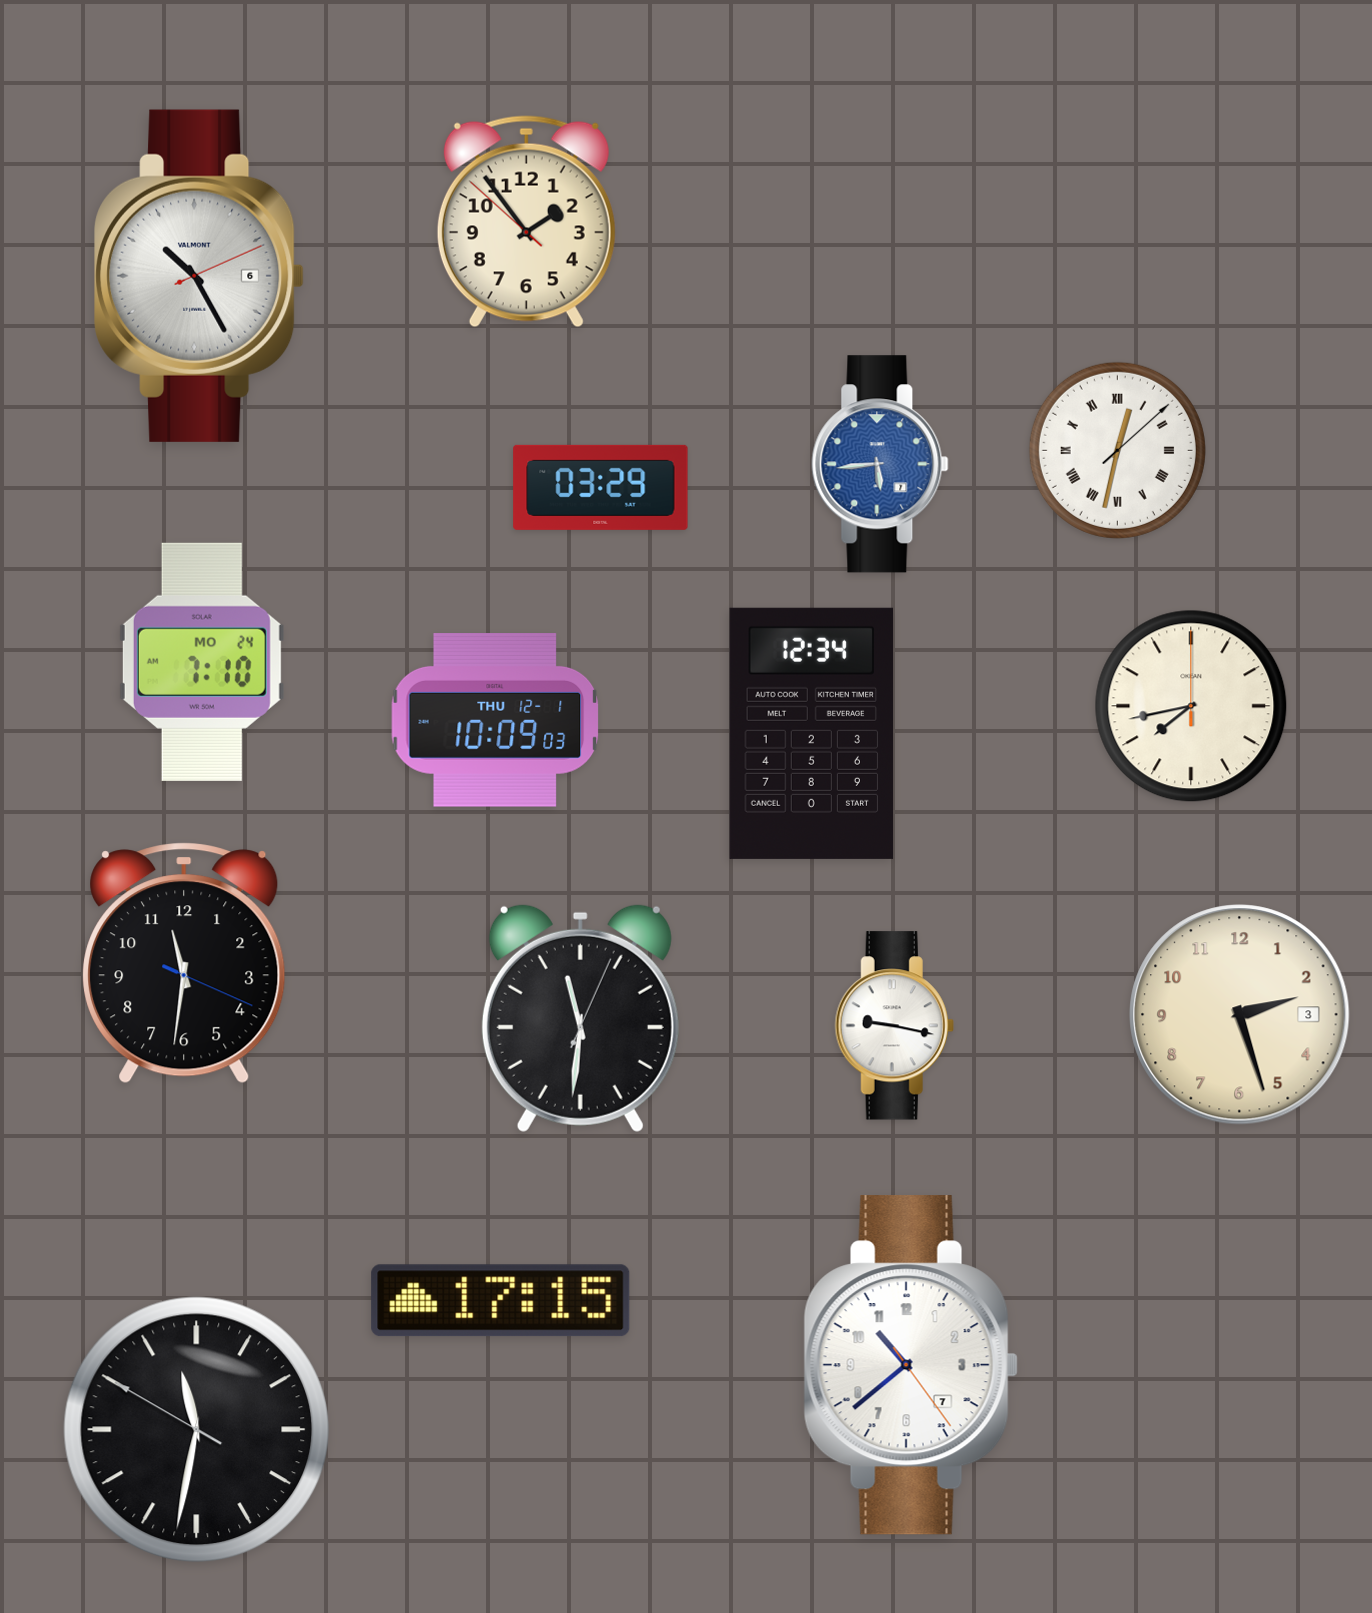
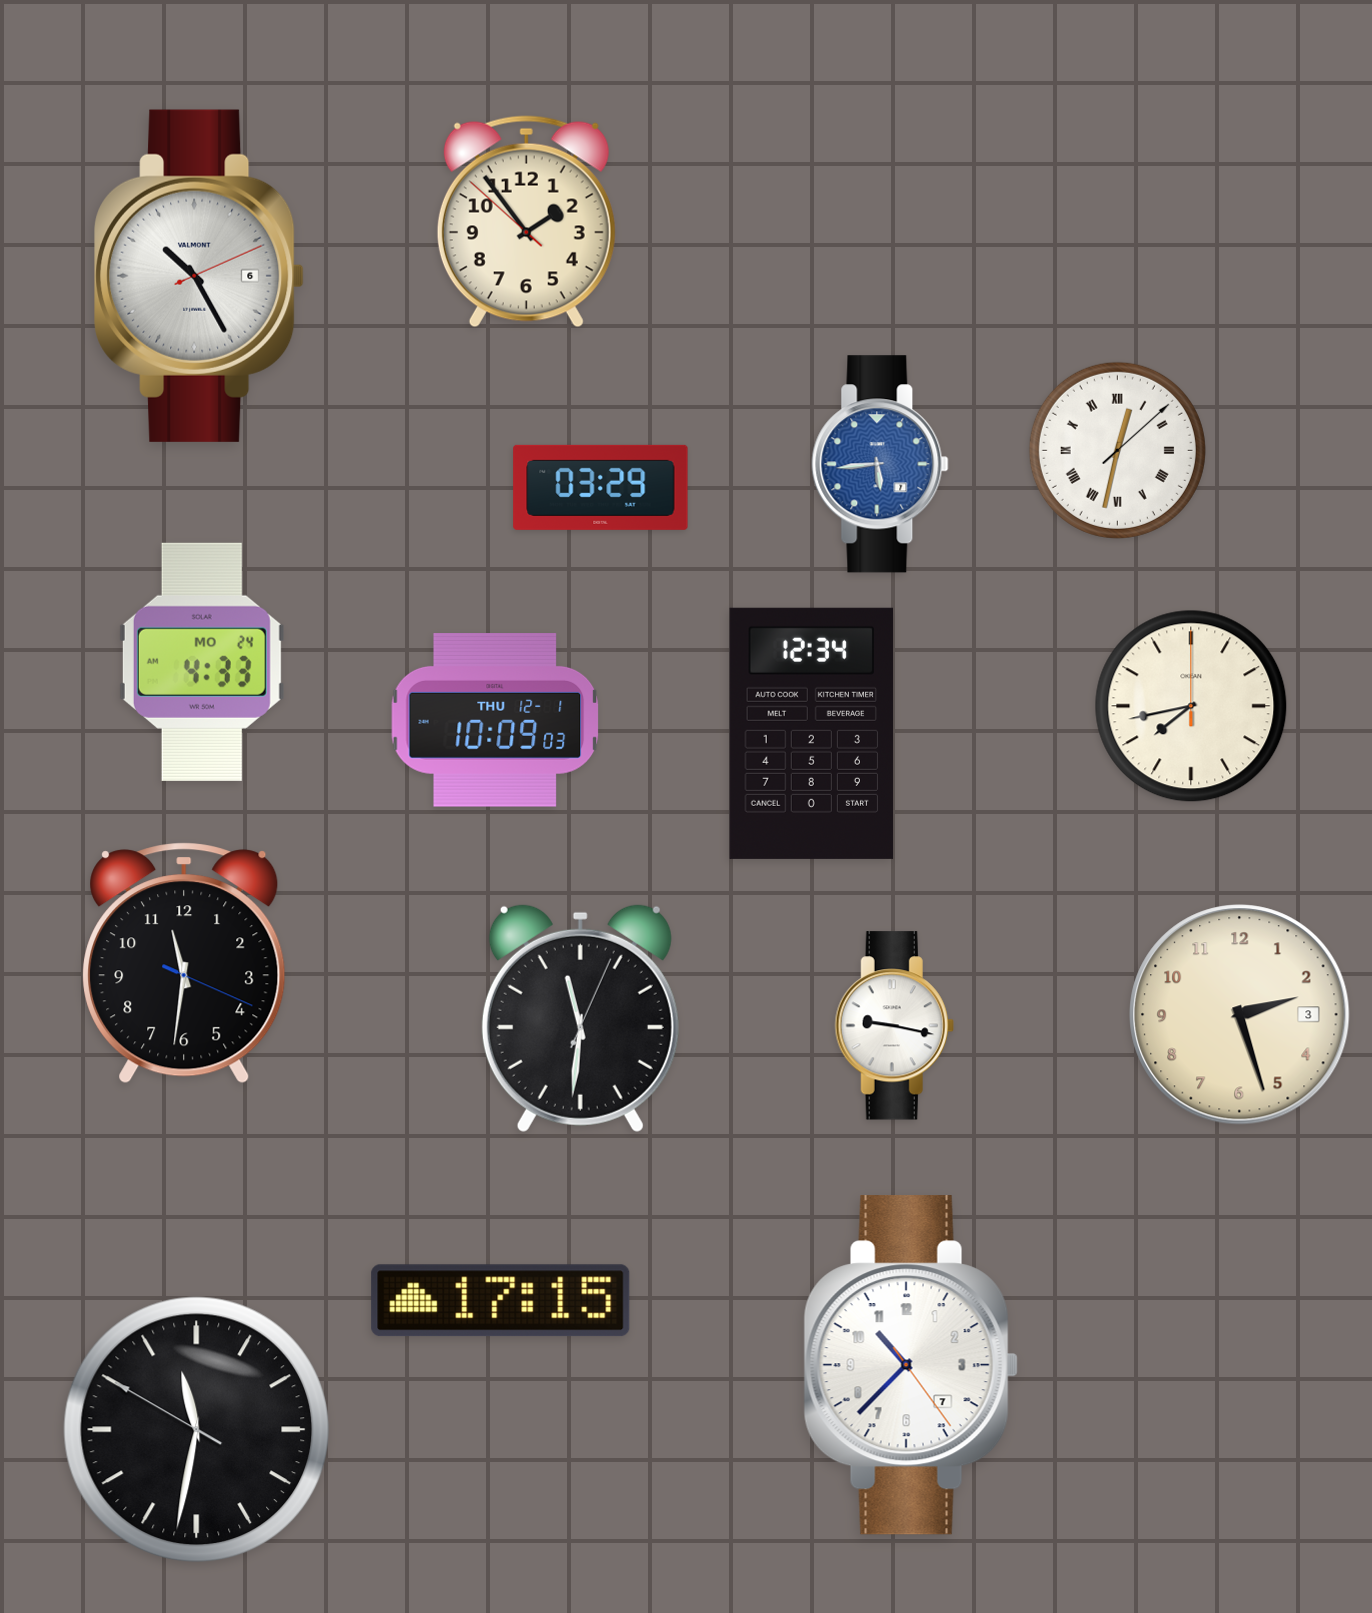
clock at (202, 662): 7:10 -> 4:33
clock at (911, 1365): 10:38 -> 10:37
